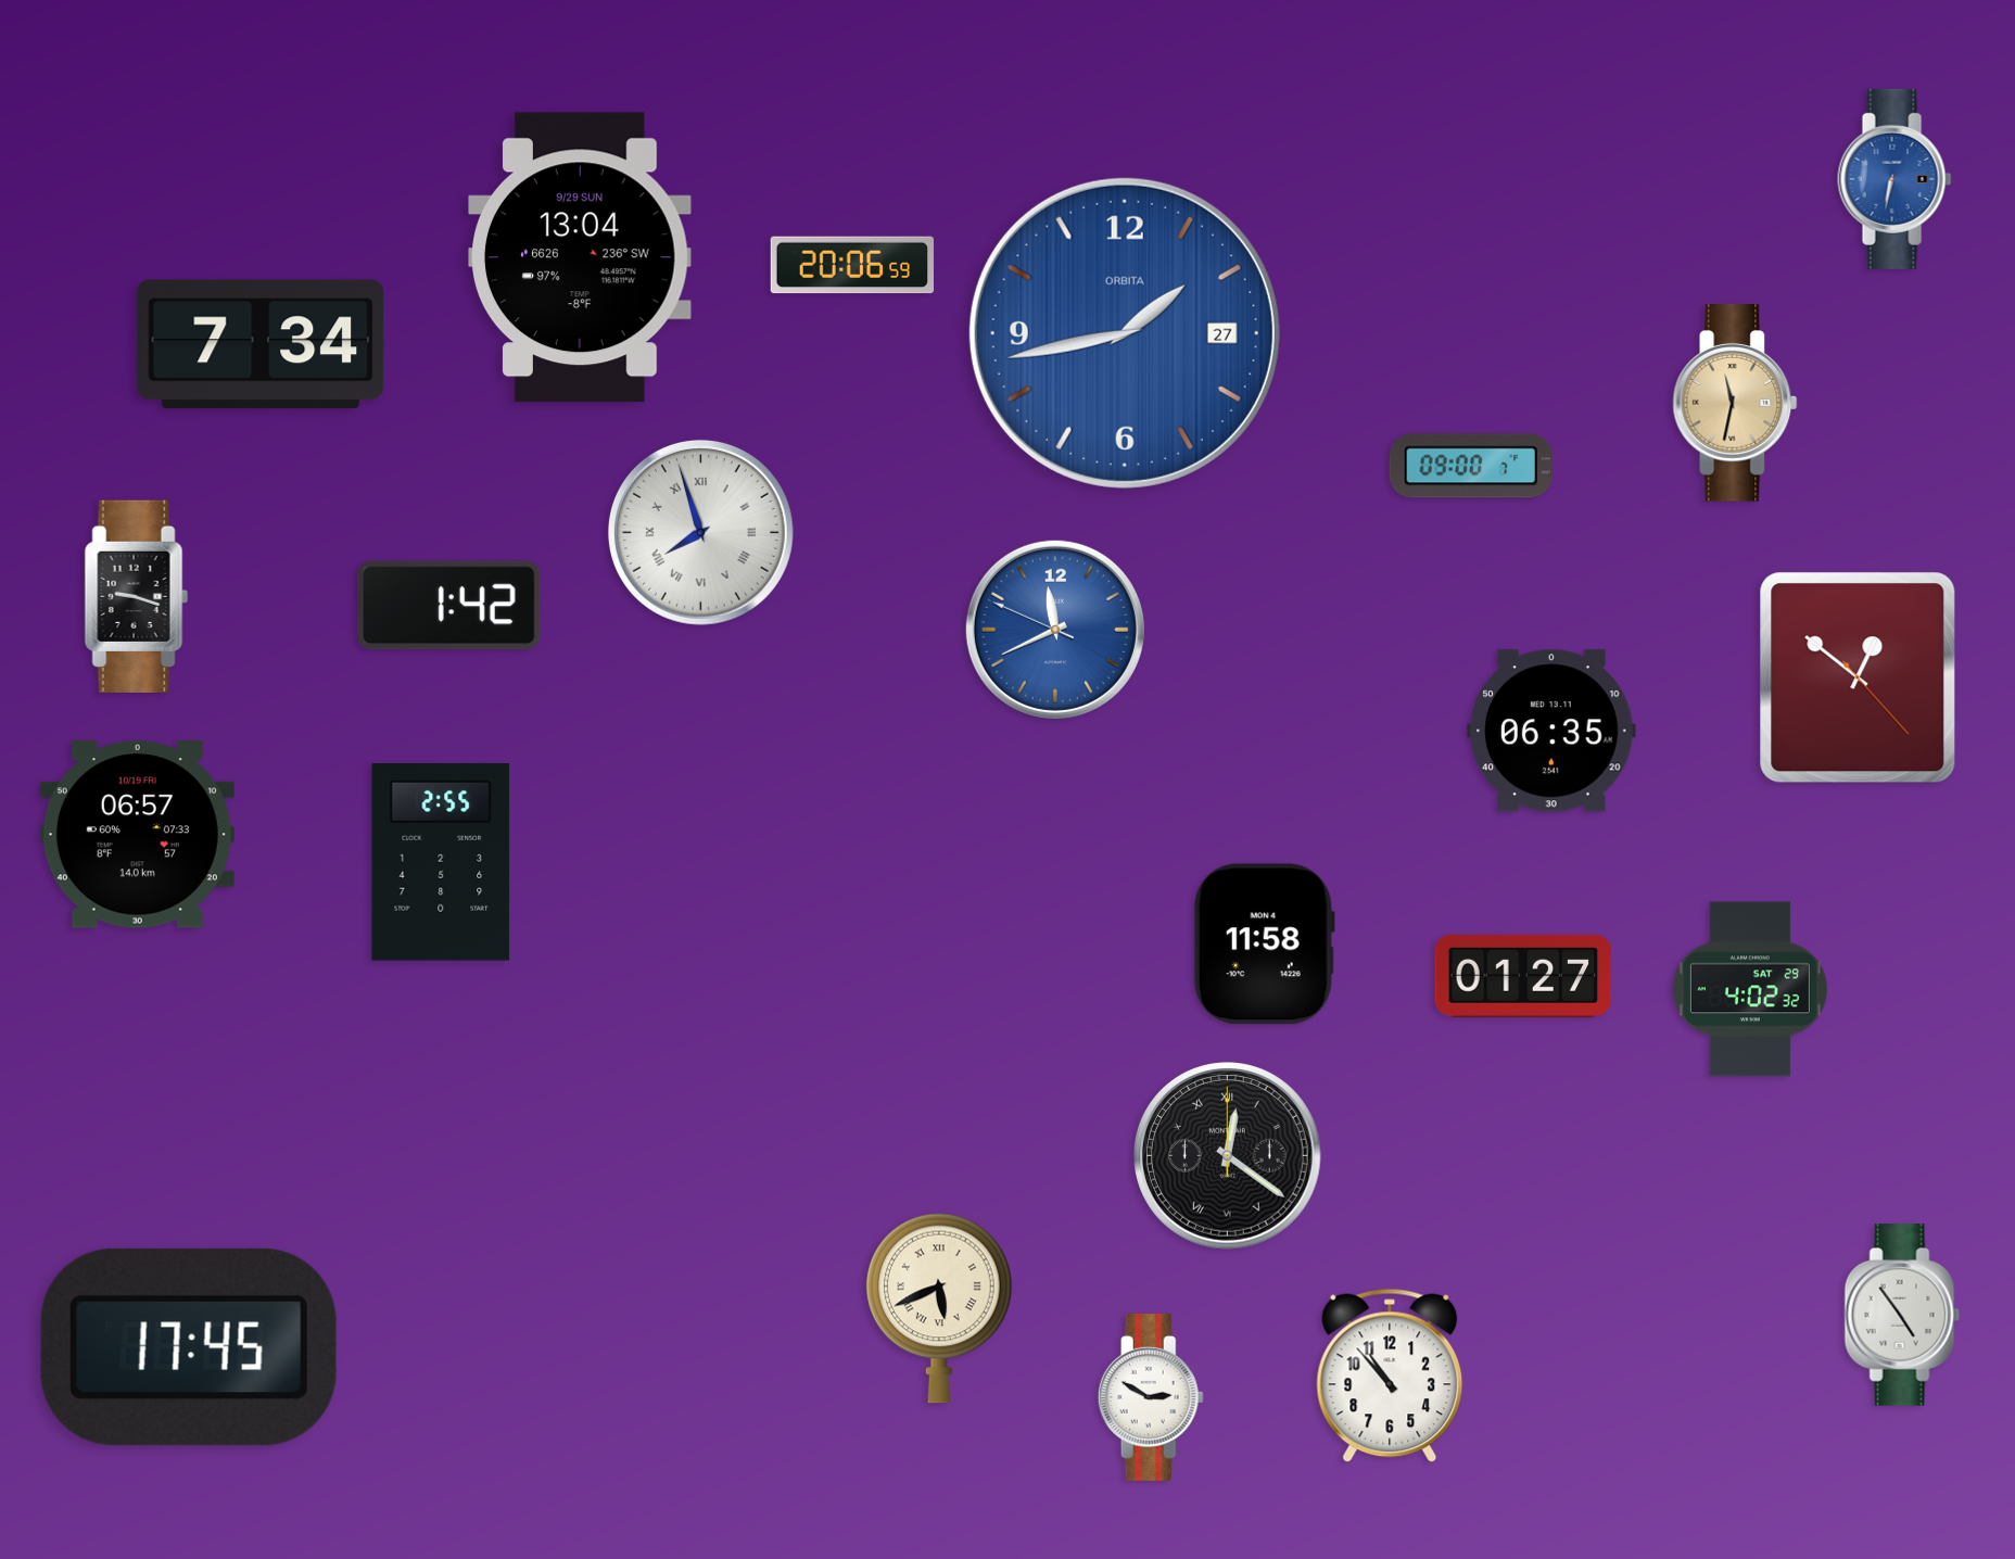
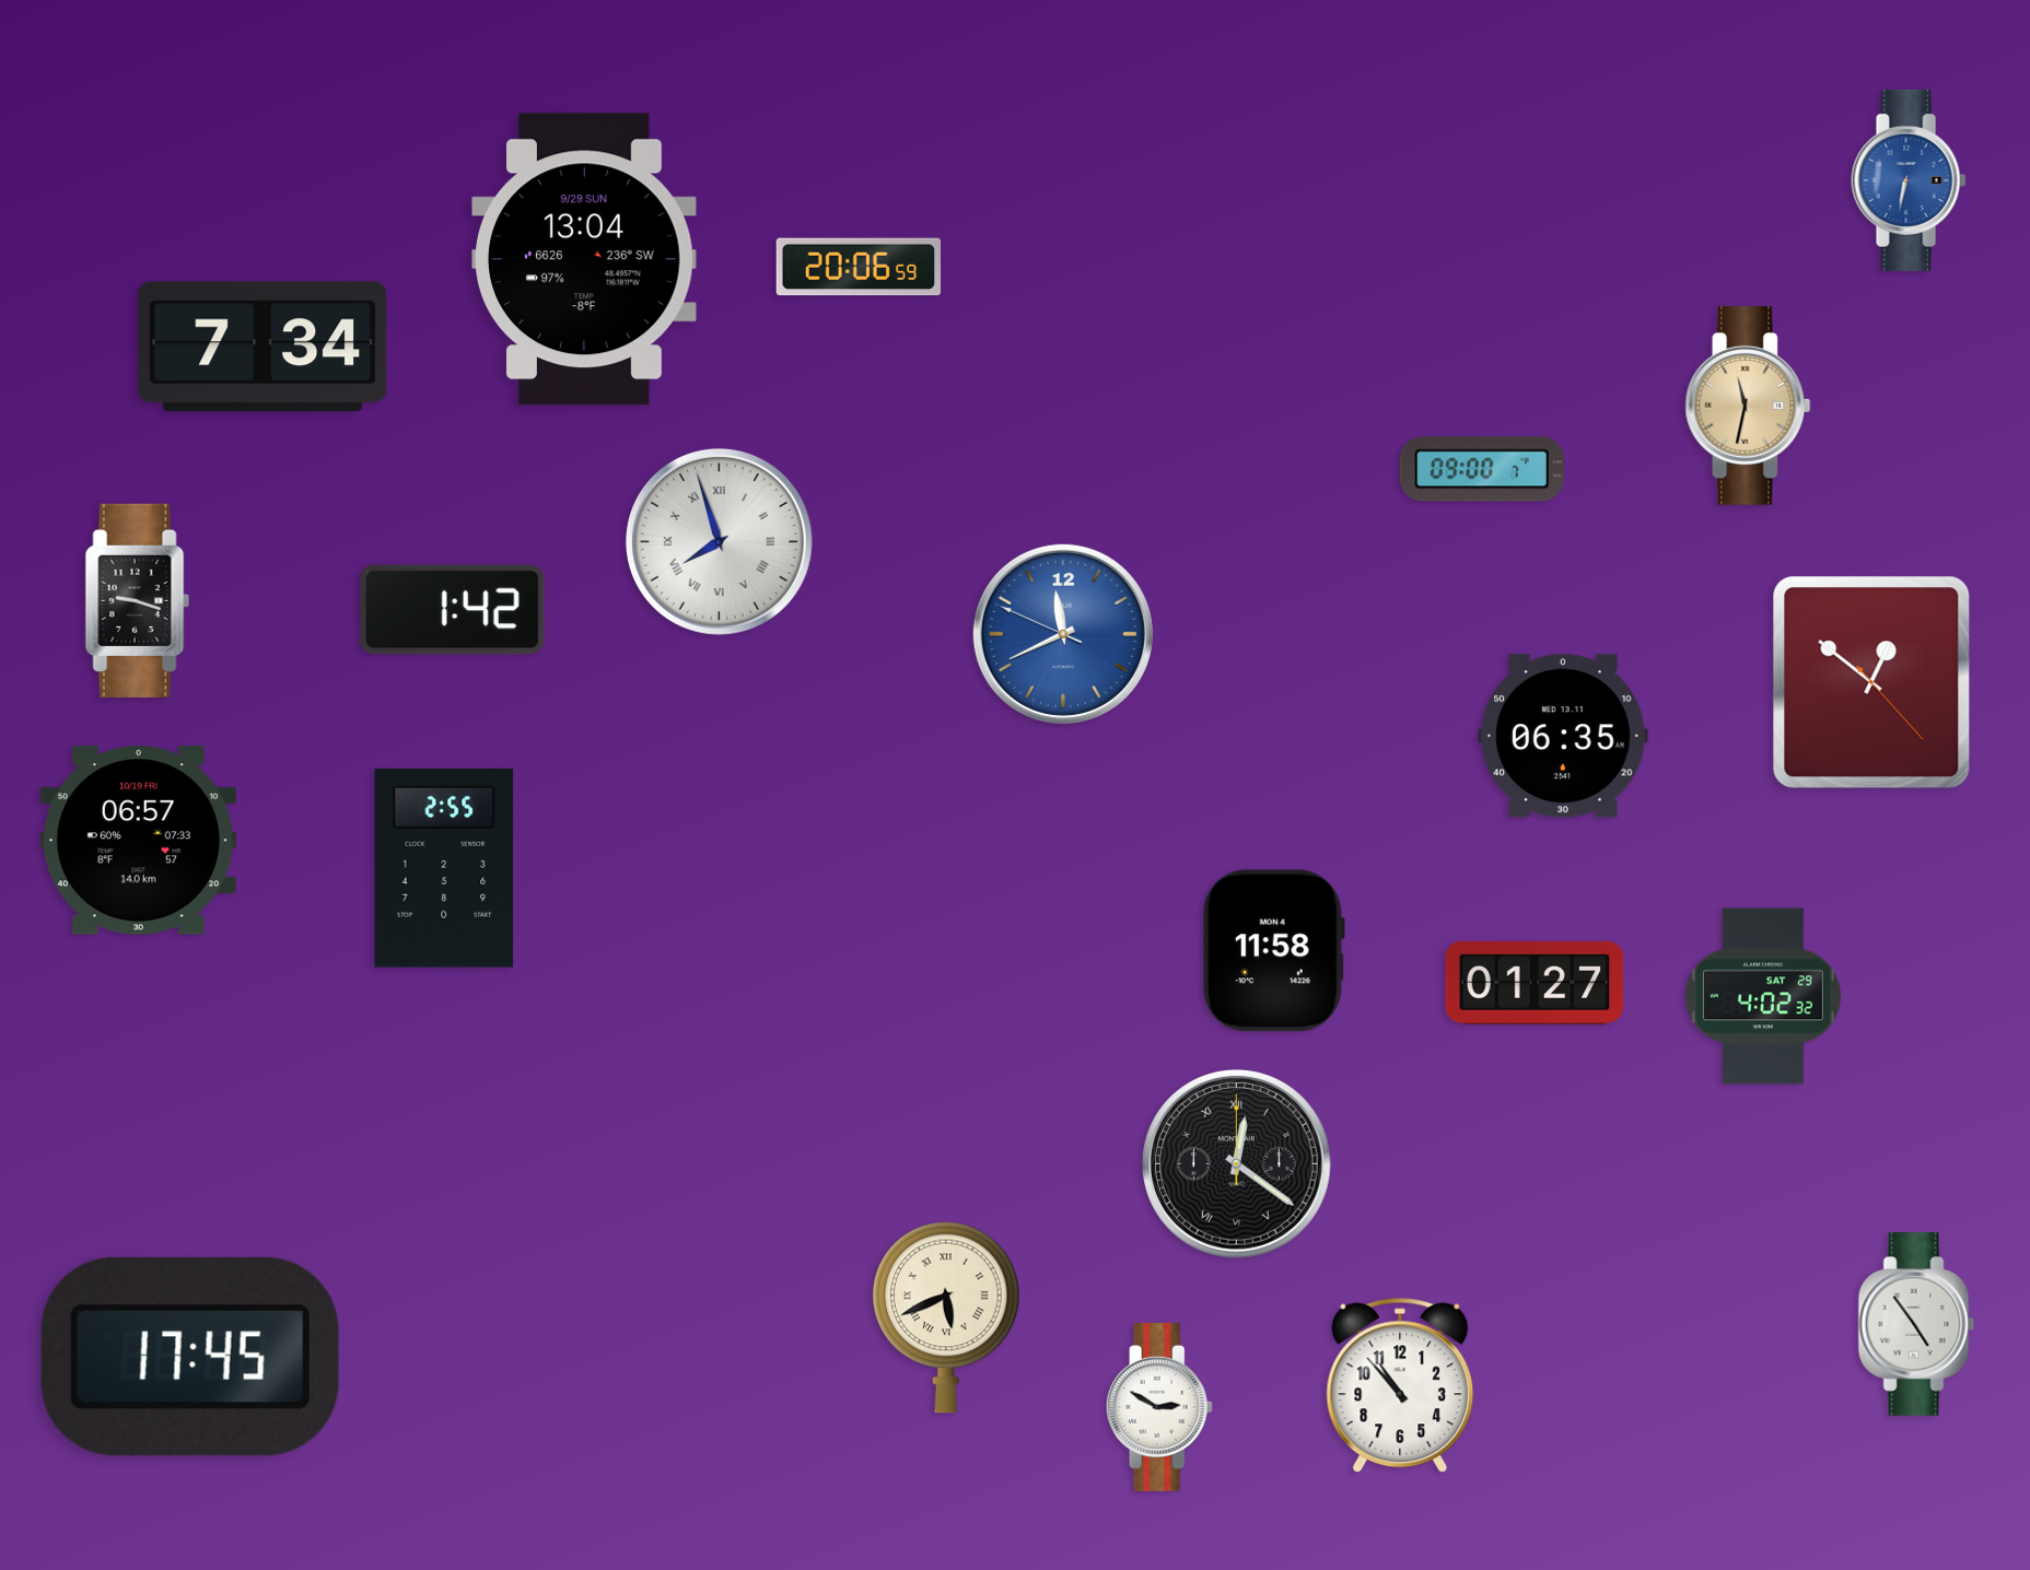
clock at (1125, 333): 1:43 -> none
clock at (700, 532) position: (700, 532) -> (719, 541)
